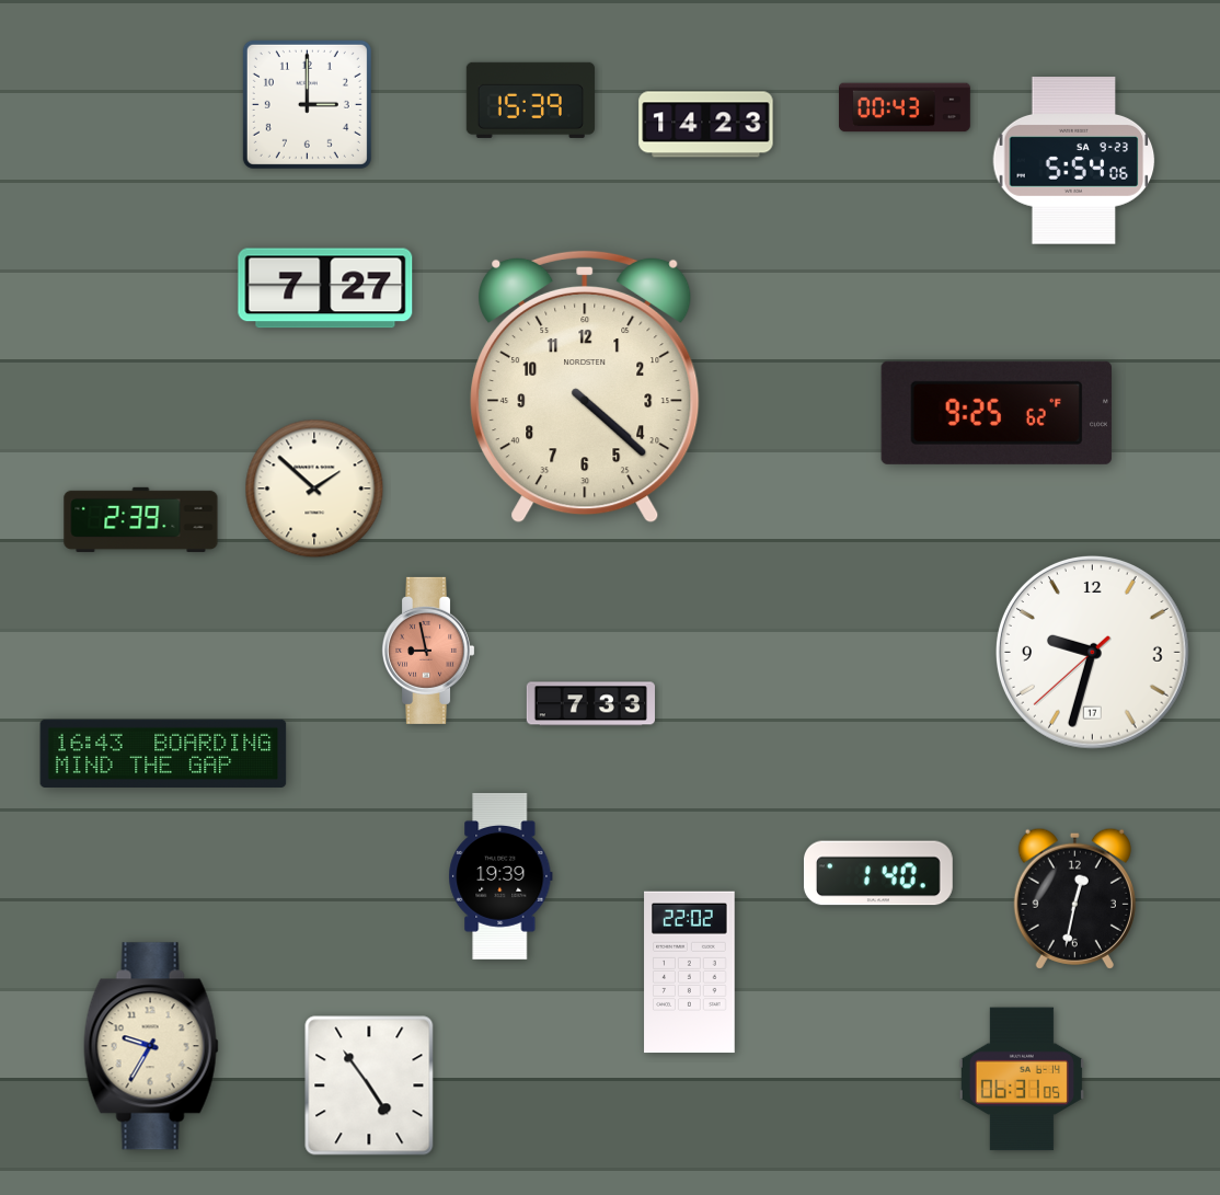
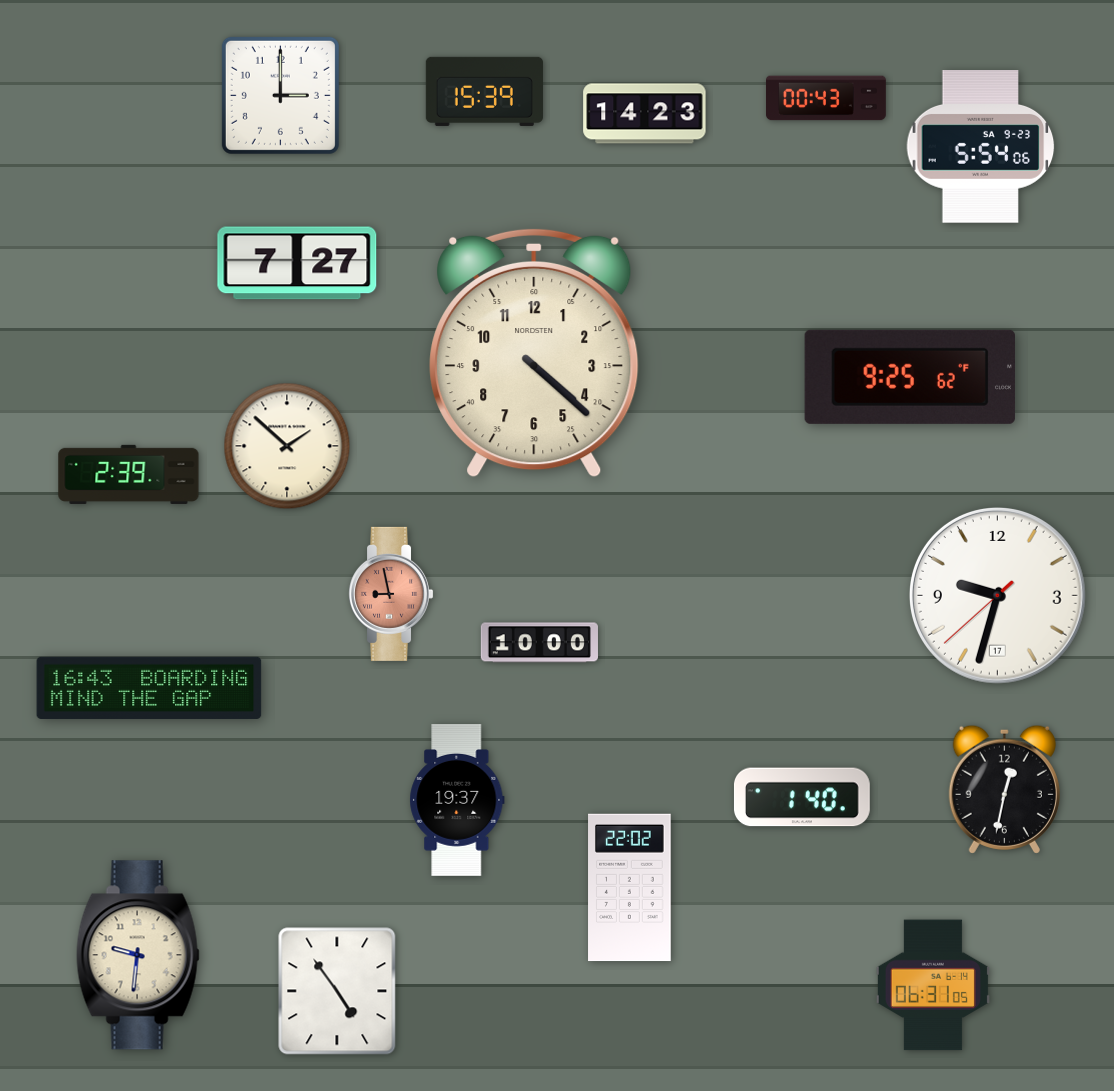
clock at (590, 704): 7:33 -> 10:00
clock at (500, 877): 19:39 -> 19:37
clock at (1074, 898) position: (1074, 898) -> (1004, 789)
clock at (151, 1046): 9:35 -> 9:31
